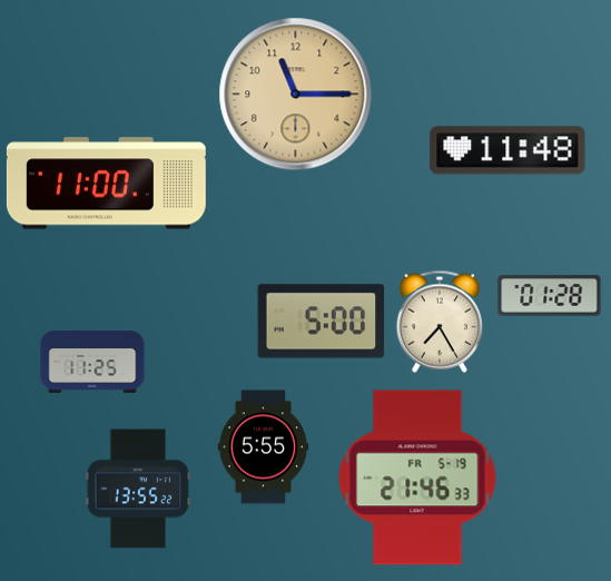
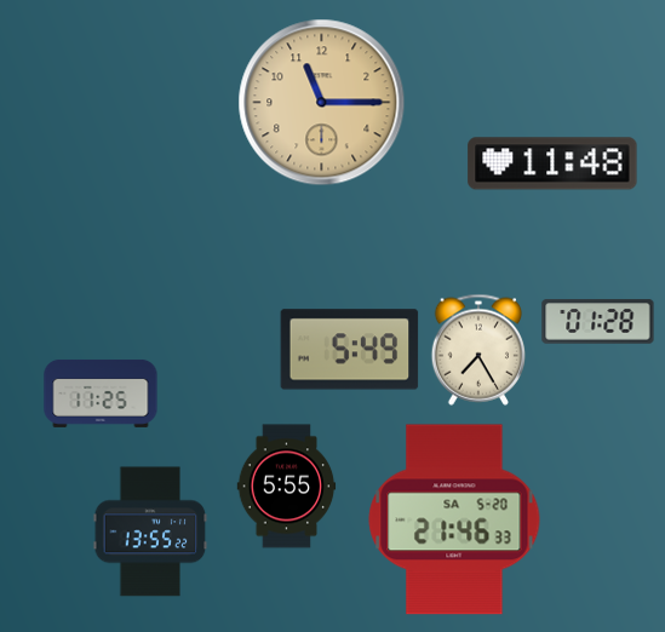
clock at (106, 184): 11:00 -> none
clock at (322, 322): 5:00 -> 5:49
clock at (417, 477) date: FR 5-19 -> SA 5-20
